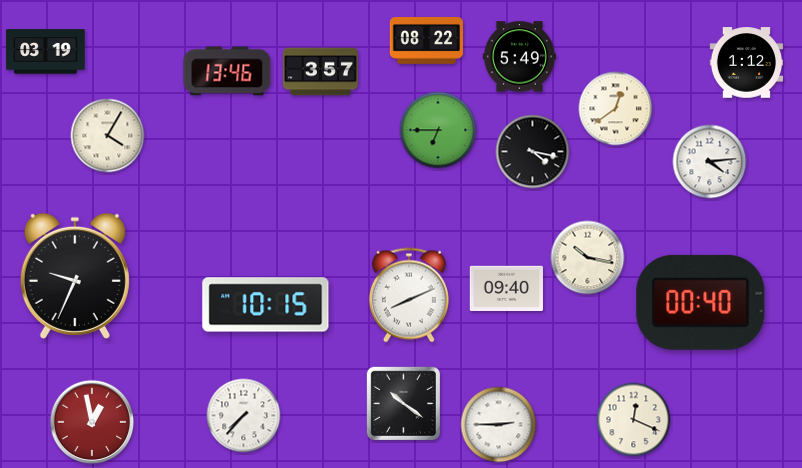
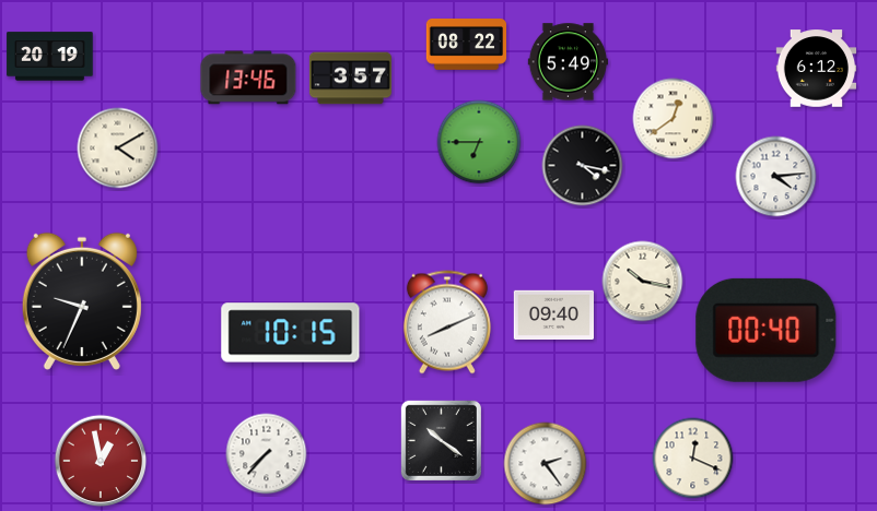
clock at (46, 52): 03:19 -> 20:19
clock at (747, 63): 1:12 -> 6:12
clock at (108, 136): 4:05 -> 4:10
clock at (499, 425): 2:45 -> 2:24
